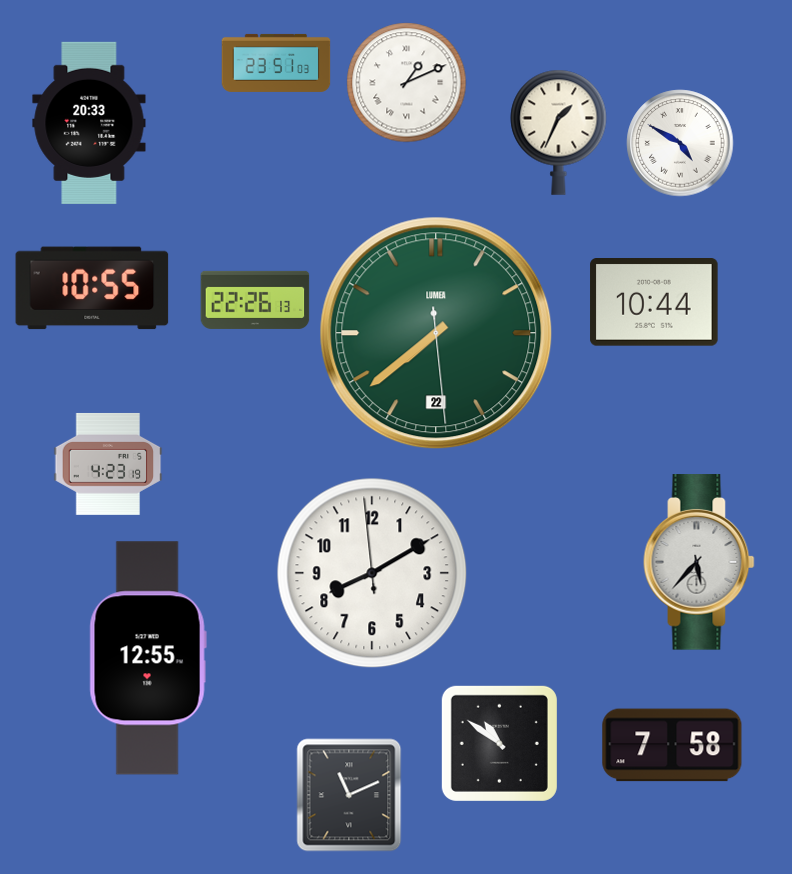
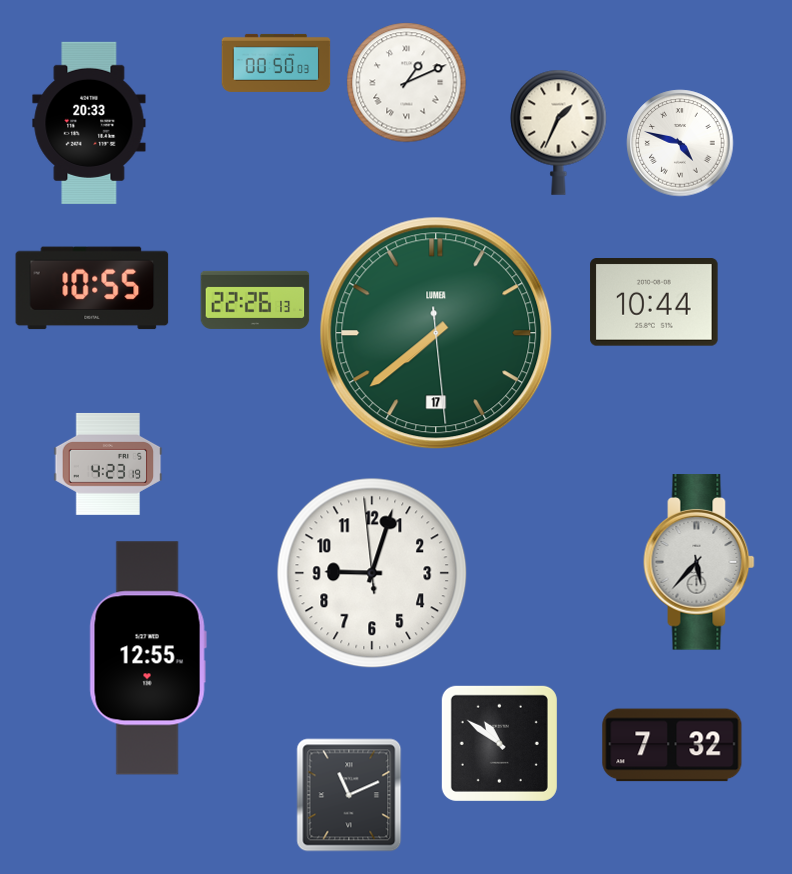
clock at (276, 63): 23:51 -> 00:50
clock at (680, 143): 4:50 -> 4:48
clock at (436, 333) date: 22 -> 17
clock at (372, 573): 8:09 -> 9:02
clock at (672, 745): 7:58 -> 7:32
